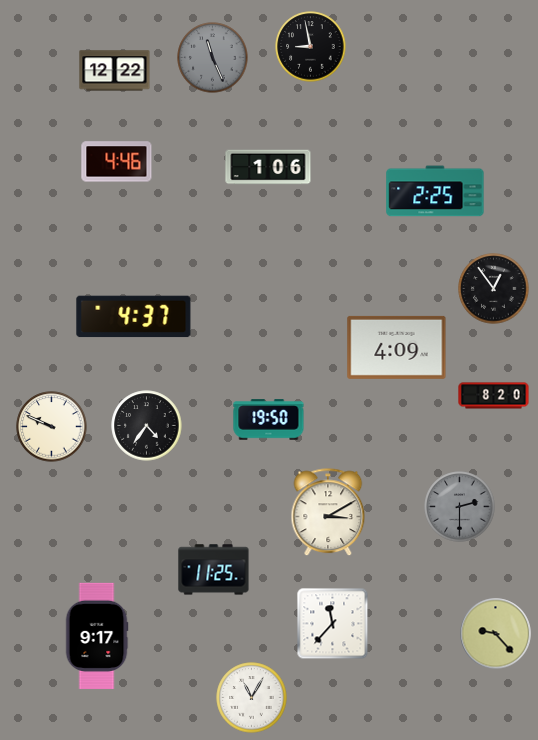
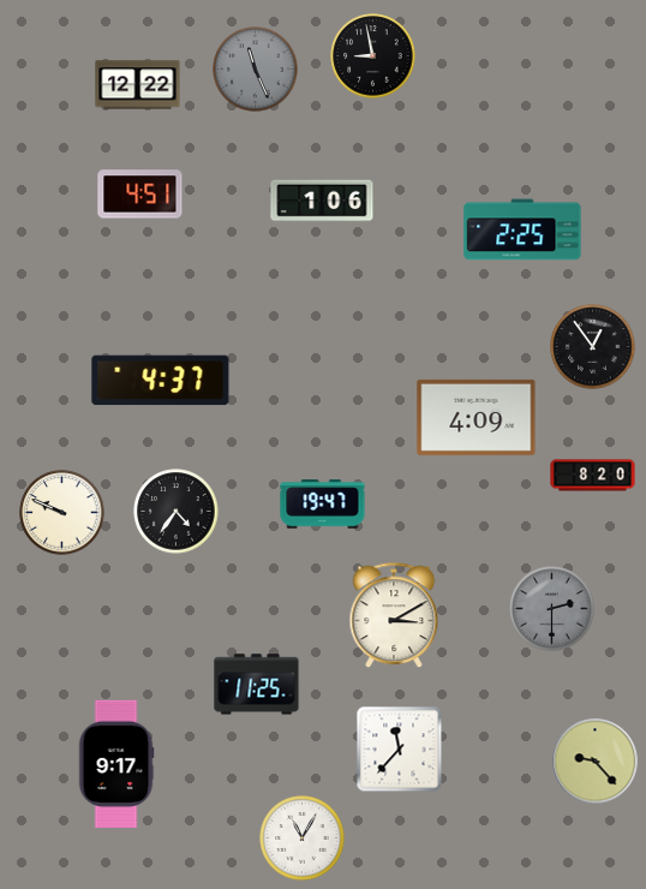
clock at (117, 162): 4:46 -> 4:51
clock at (269, 420): 19:50 -> 19:47
